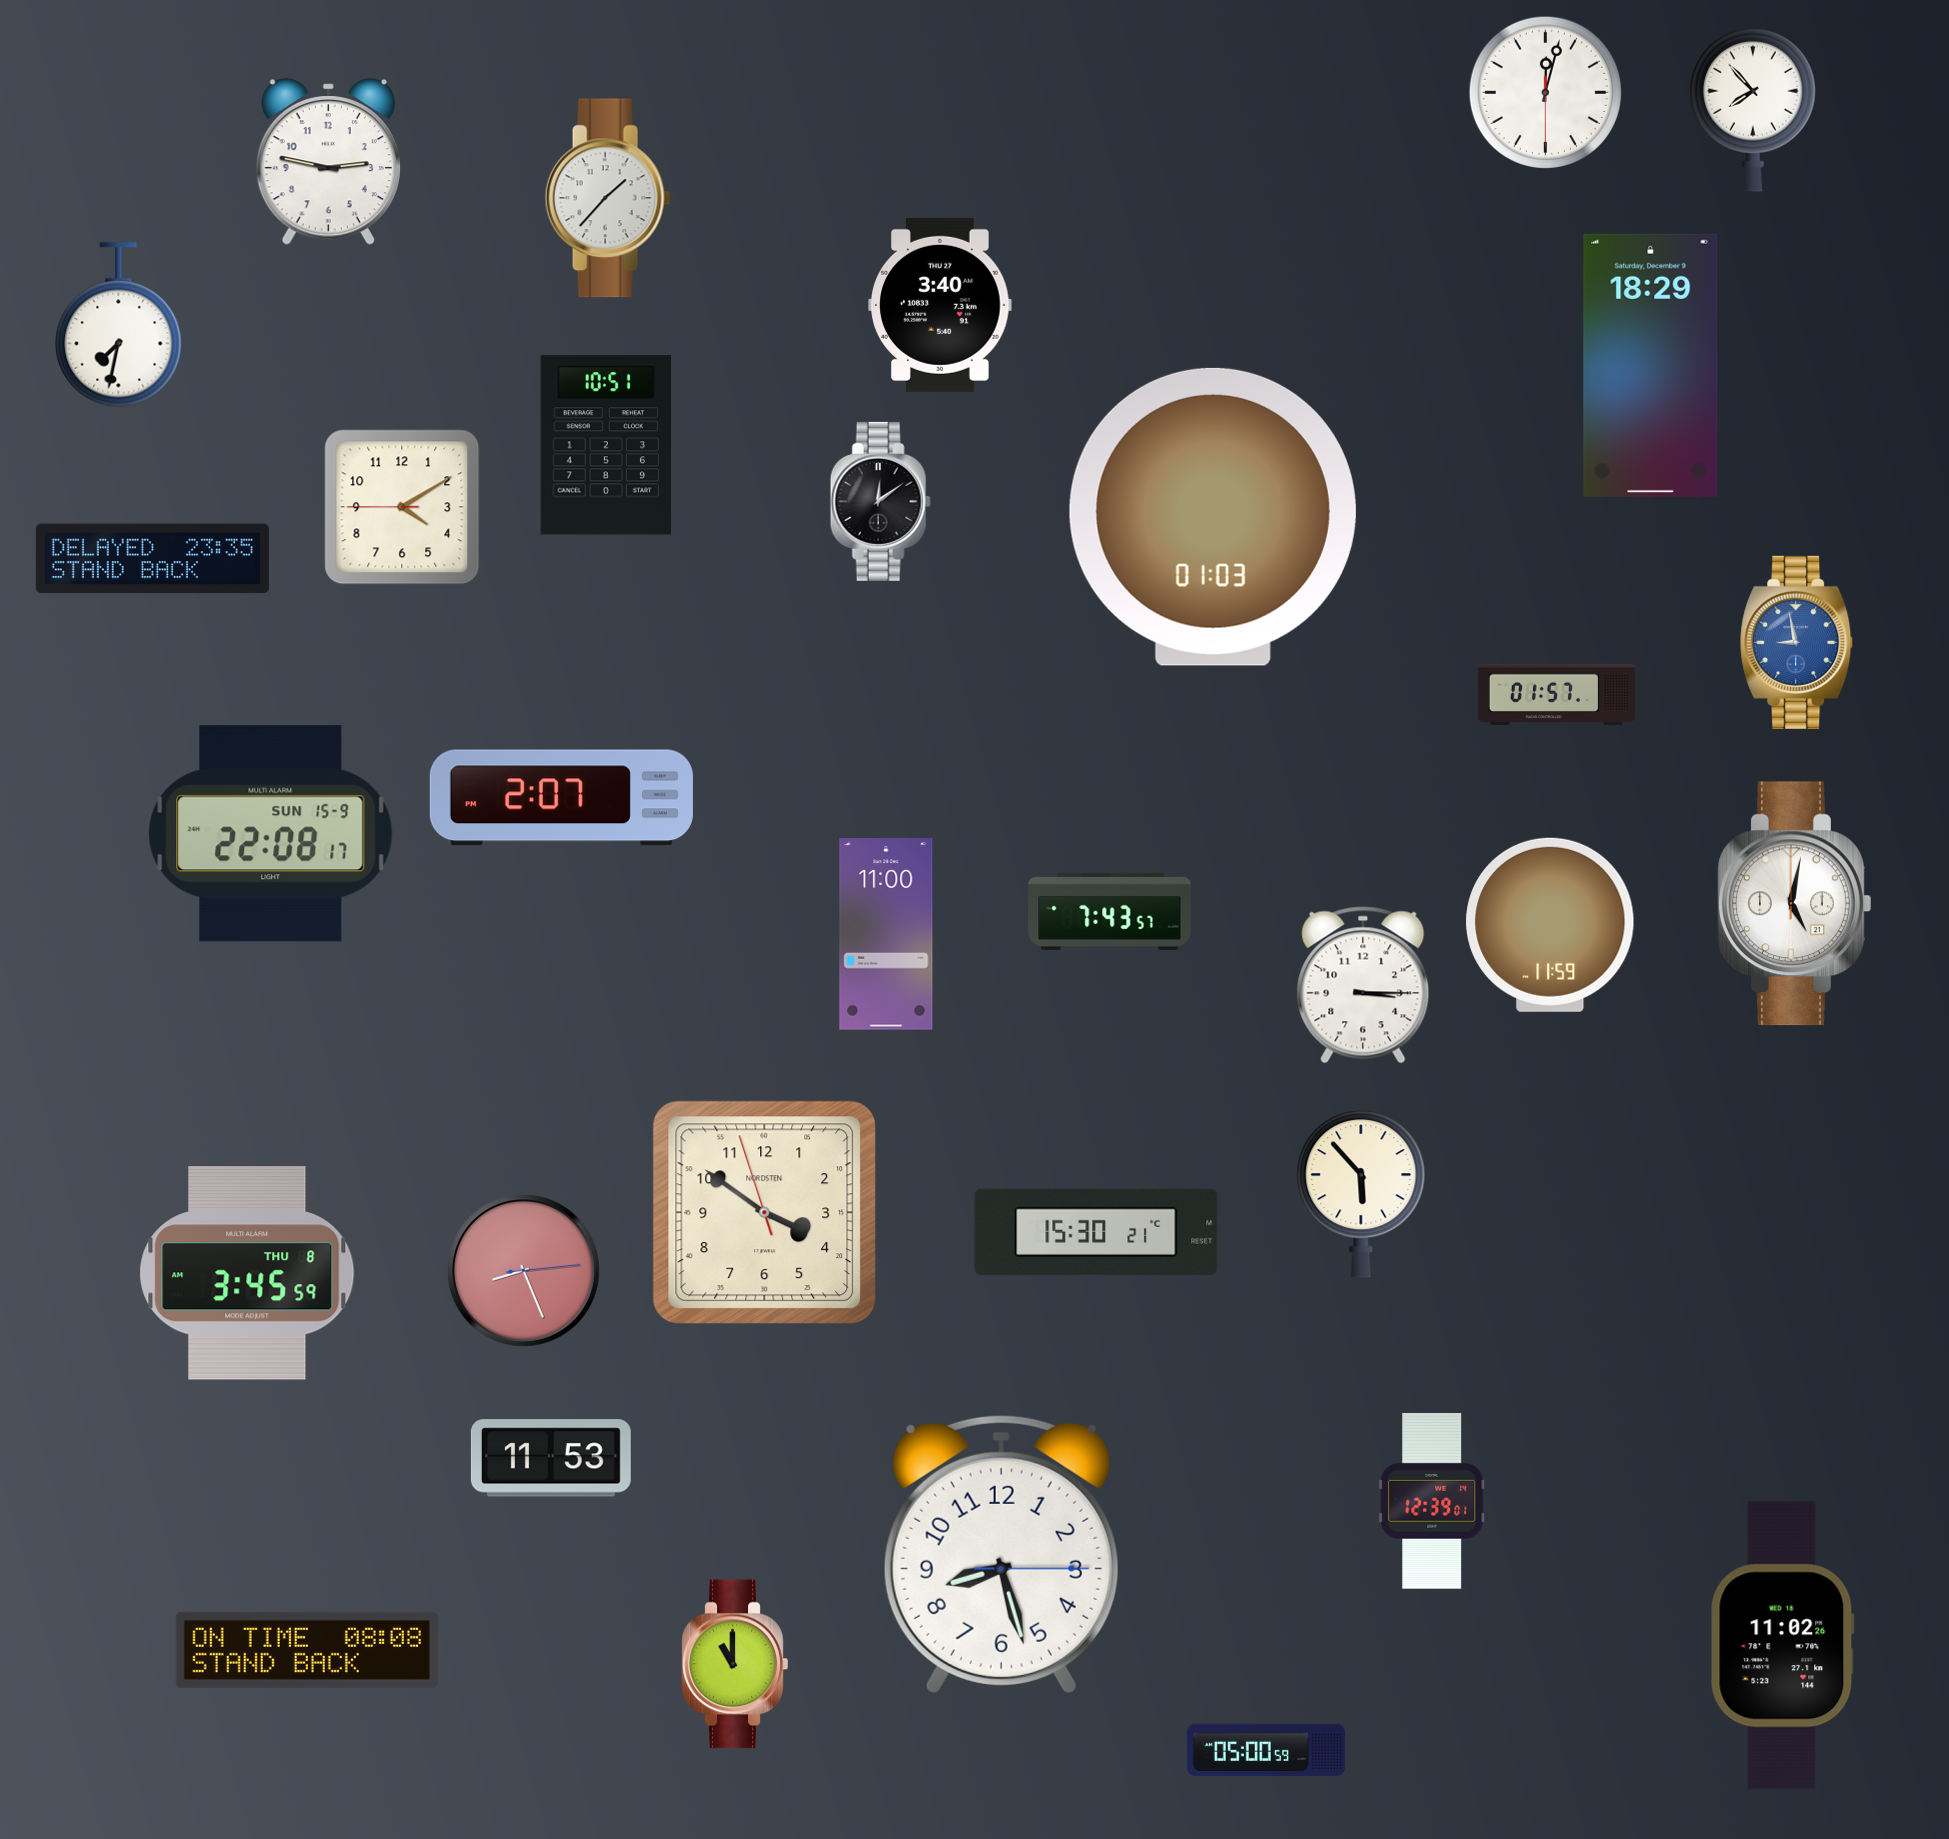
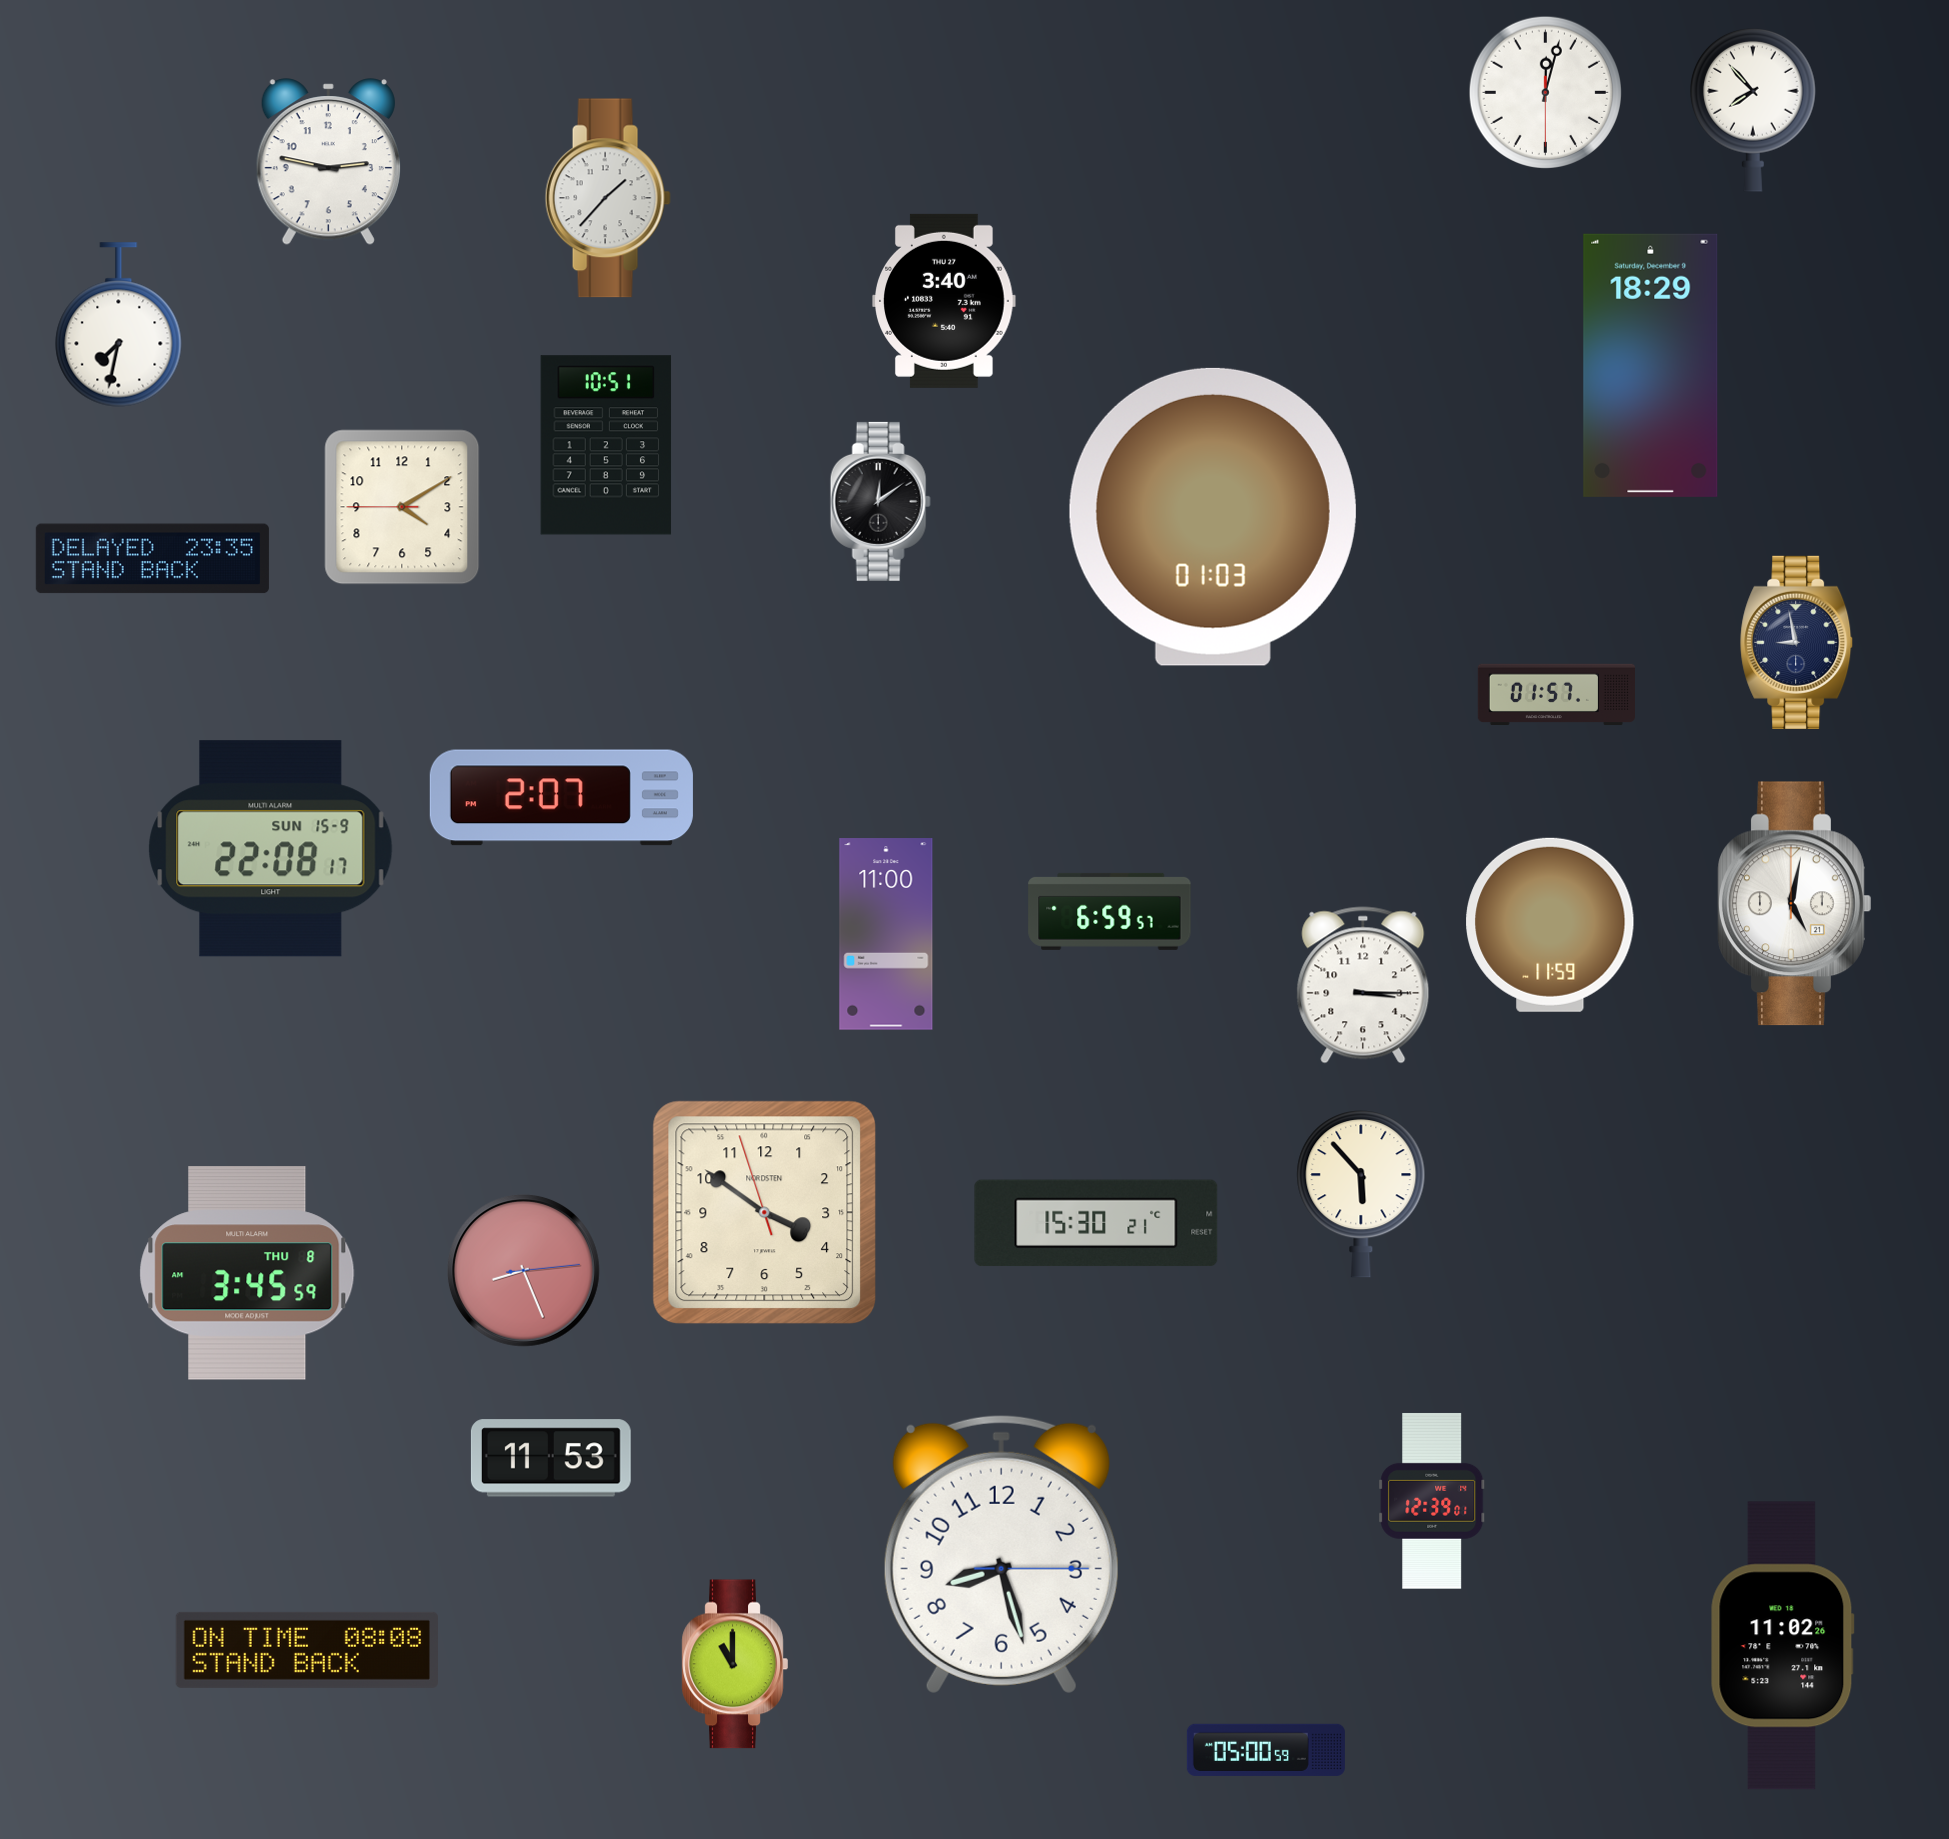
clock at (940, 305) position: (940, 305) -> (944, 301)
clock at (1797, 642) dial: blue -> navy
clock at (271, 834) position: (271, 834) -> (271, 849)
clock at (1110, 911): 7:43 -> 6:59
clock at (1096, 1232) position: (1096, 1232) -> (1096, 1223)
